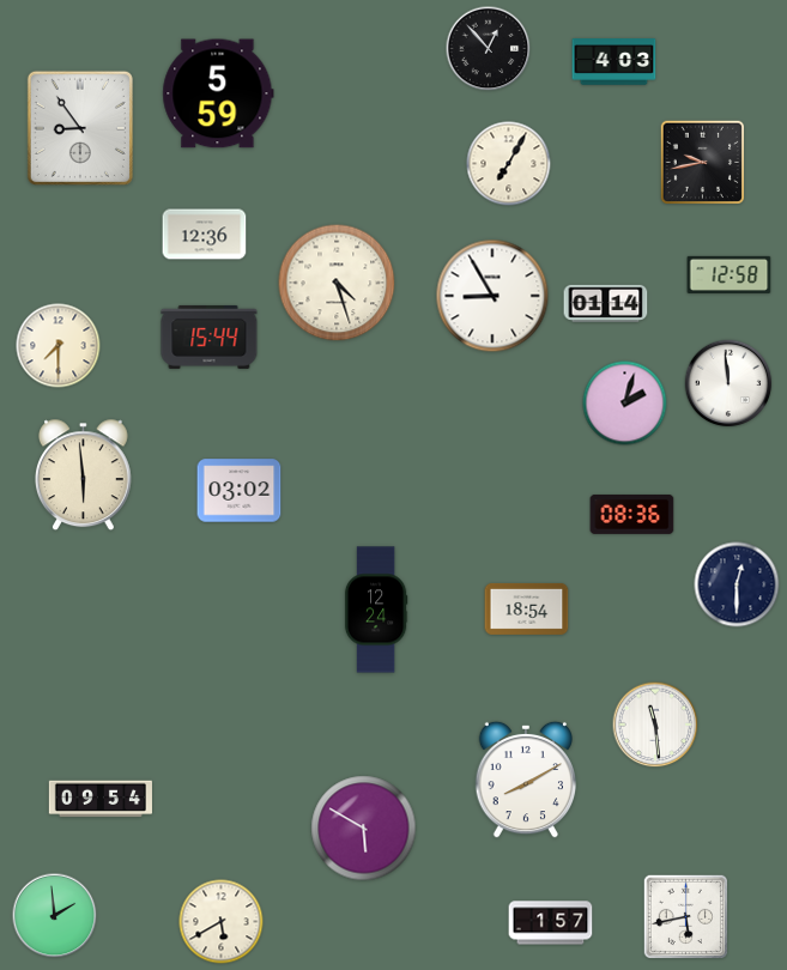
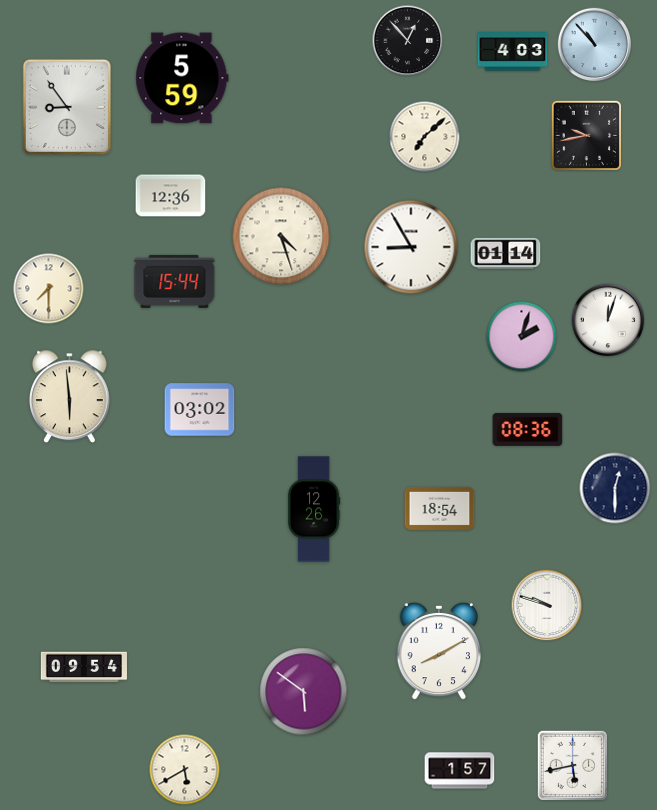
clock at (595, 45): none -> 10:53
clock at (509, 164): 7:05 -> 7:08
clock at (730, 274): 12:58 -> none
clock at (728, 383): 11:59 -> 12:03
clock at (376, 610): 12:24 -> 12:26
clock at (655, 725): 11:29 -> 9:48
clock at (364, 829): 5:50 -> 5:51
clock at (55, 916): 1:59 -> none
